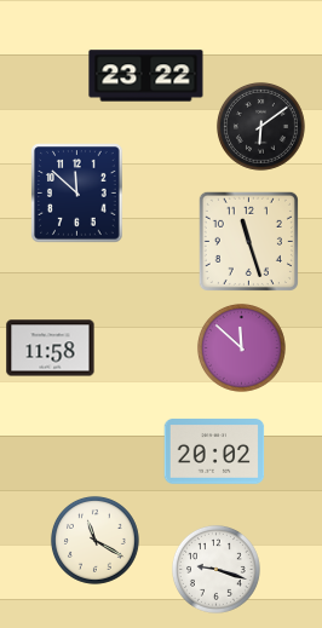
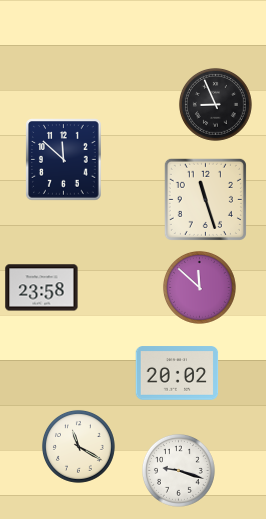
clock at (146, 76): 23:22 -> none
clock at (260, 126): 6:09 -> 8:56
clock at (51, 348): 11:58 -> 23:58
